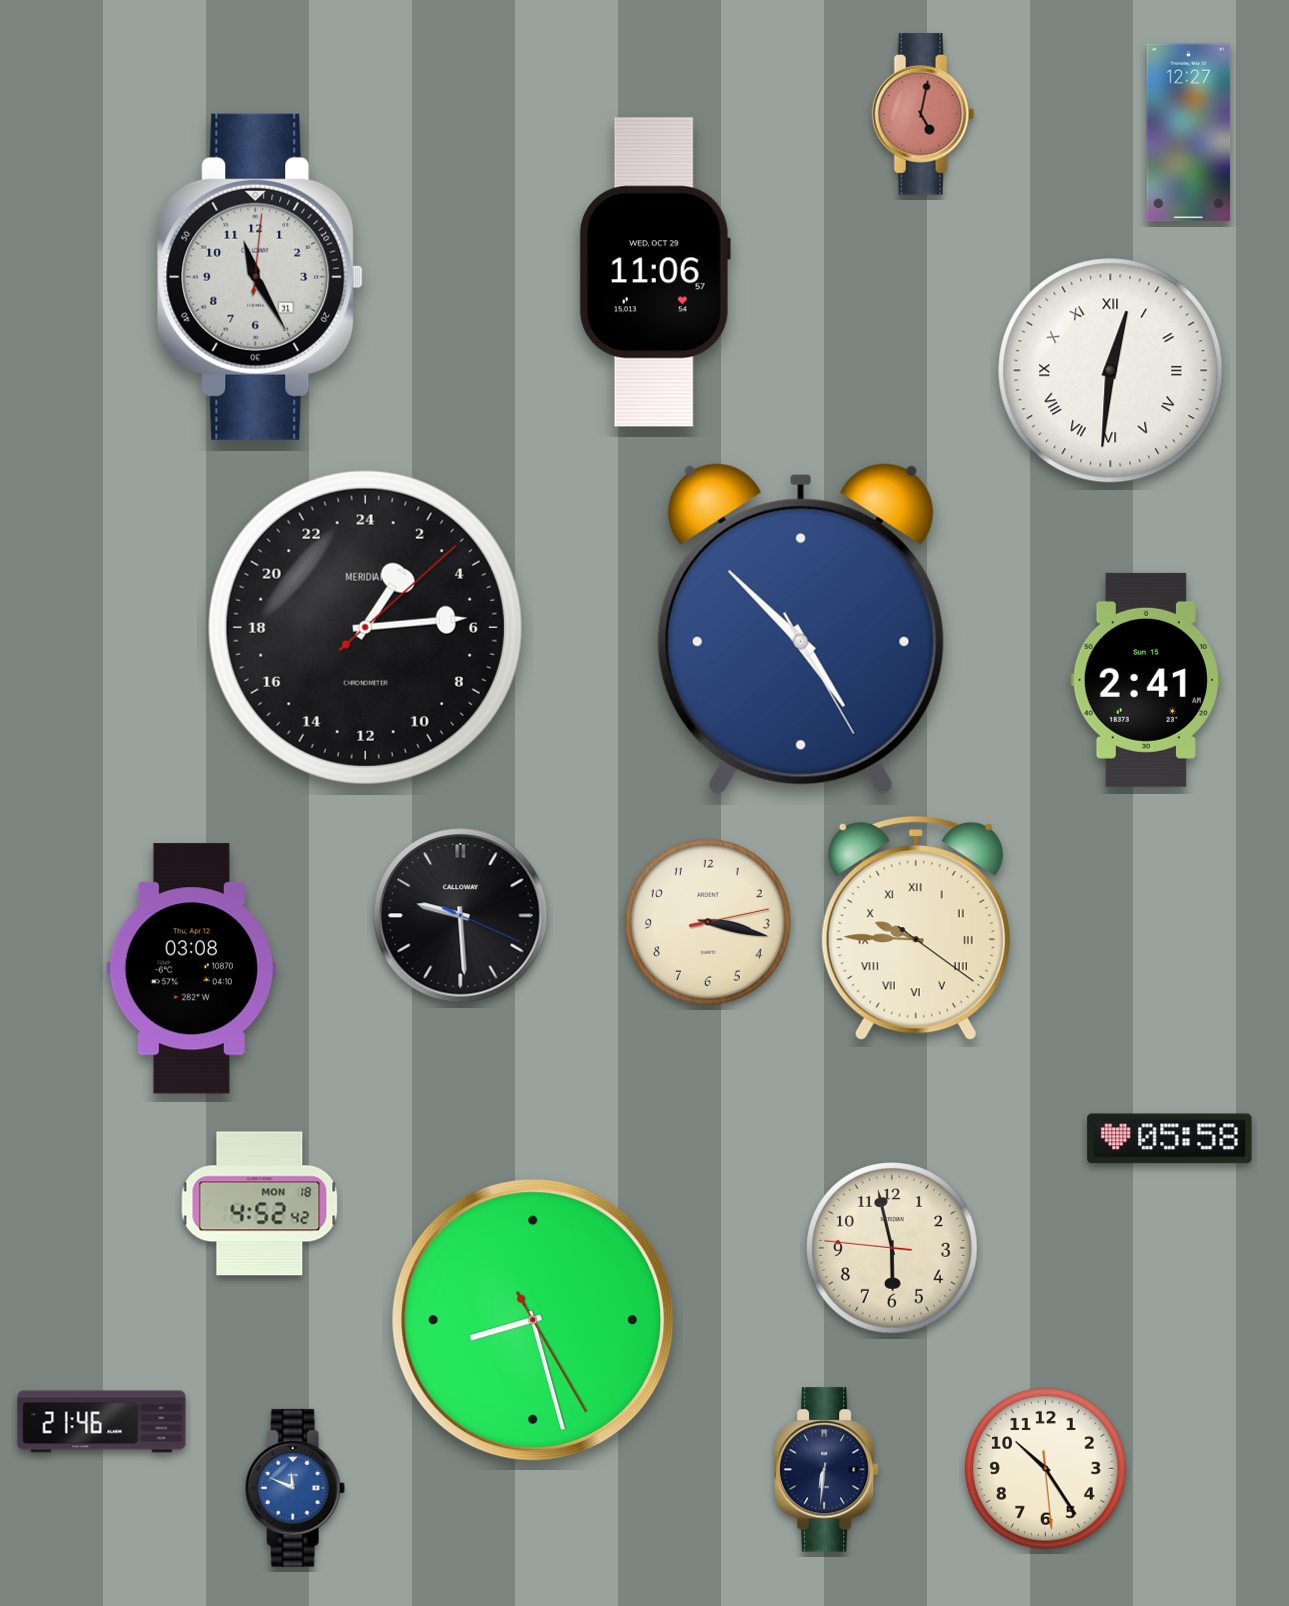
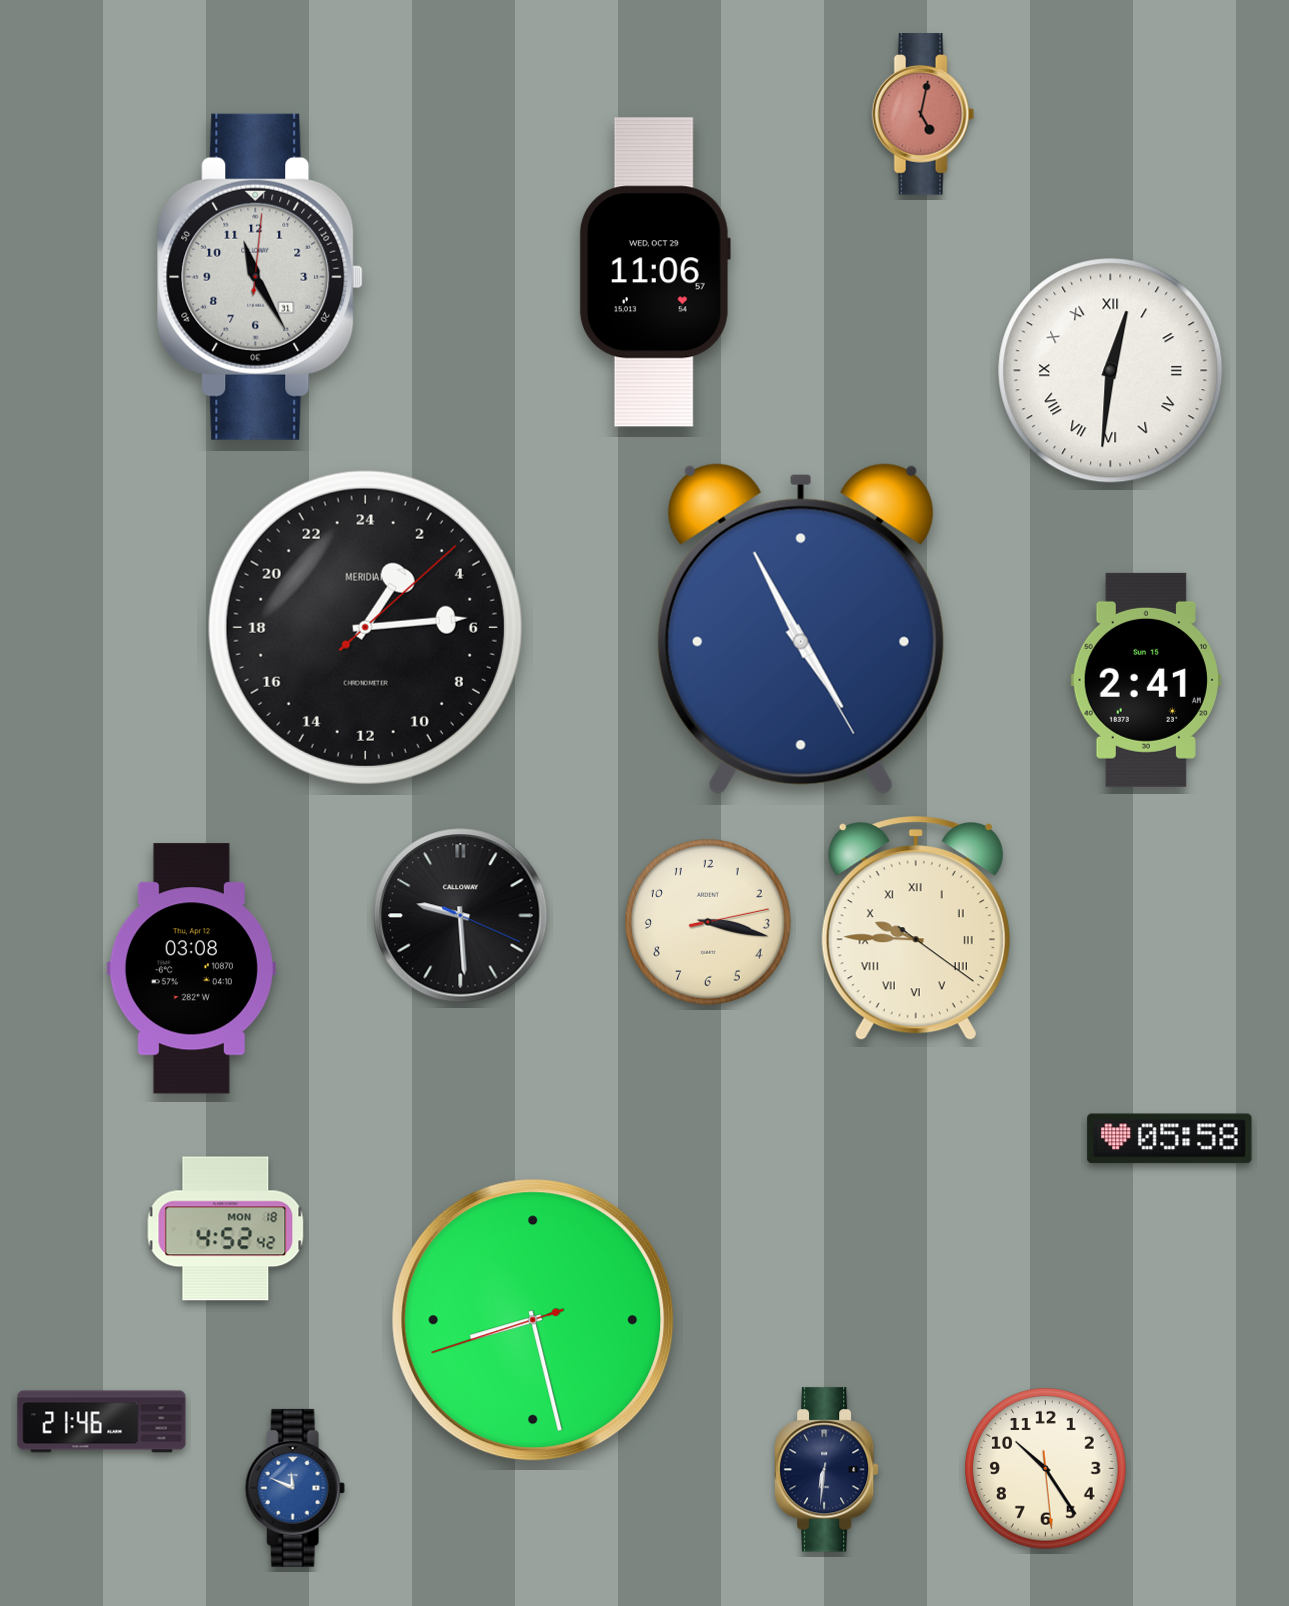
clock at (1189, 133): 12:27 -> none
clock at (801, 629): 4:52 -> 4:55
clock at (260, 1204) position: (260, 1204) -> (226, 1229)
clock at (892, 1248): 5:57 -> none
clock at (533, 1320): 8:27:25 -> 8:27:42
